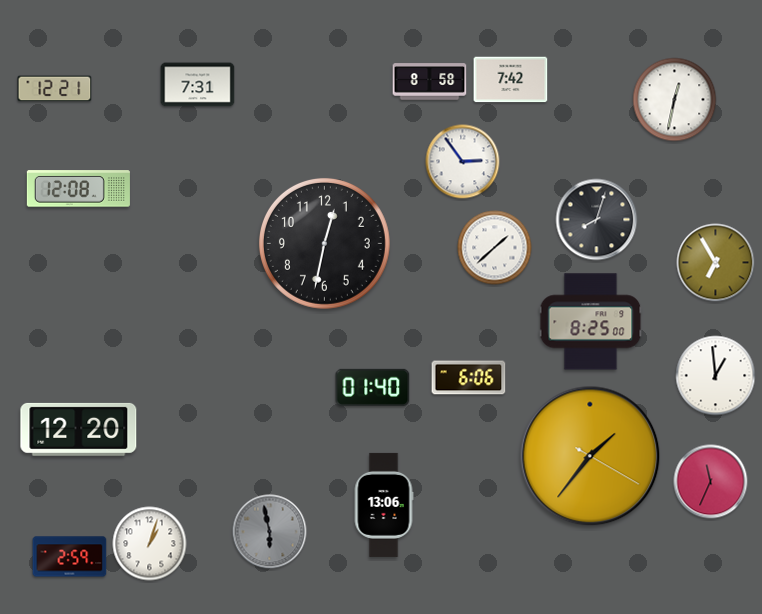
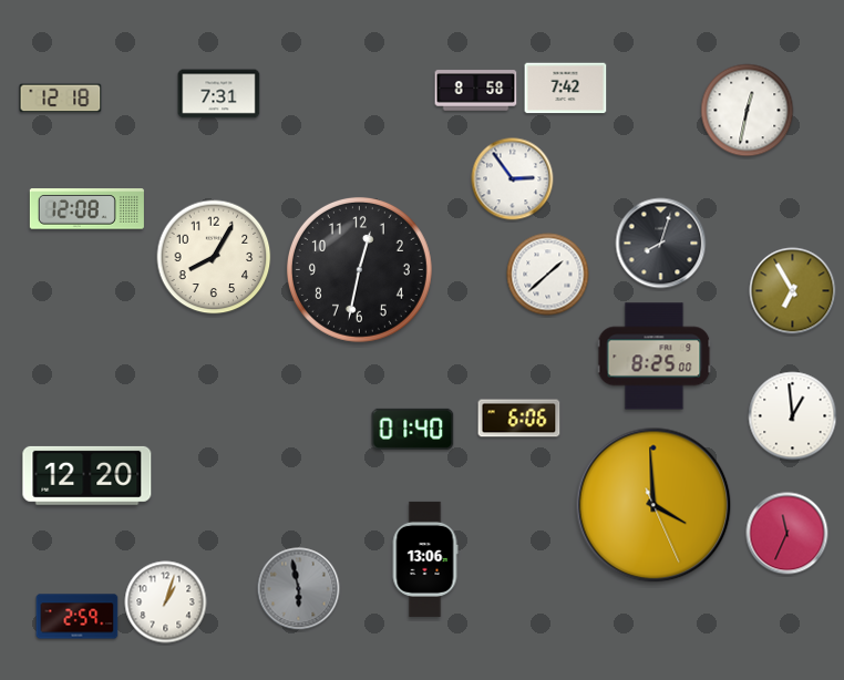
clock at (55, 89): 12:21 -> 12:18
clock at (214, 257): none -> 8:05
clock at (590, 456): 1:36 -> 3:59
